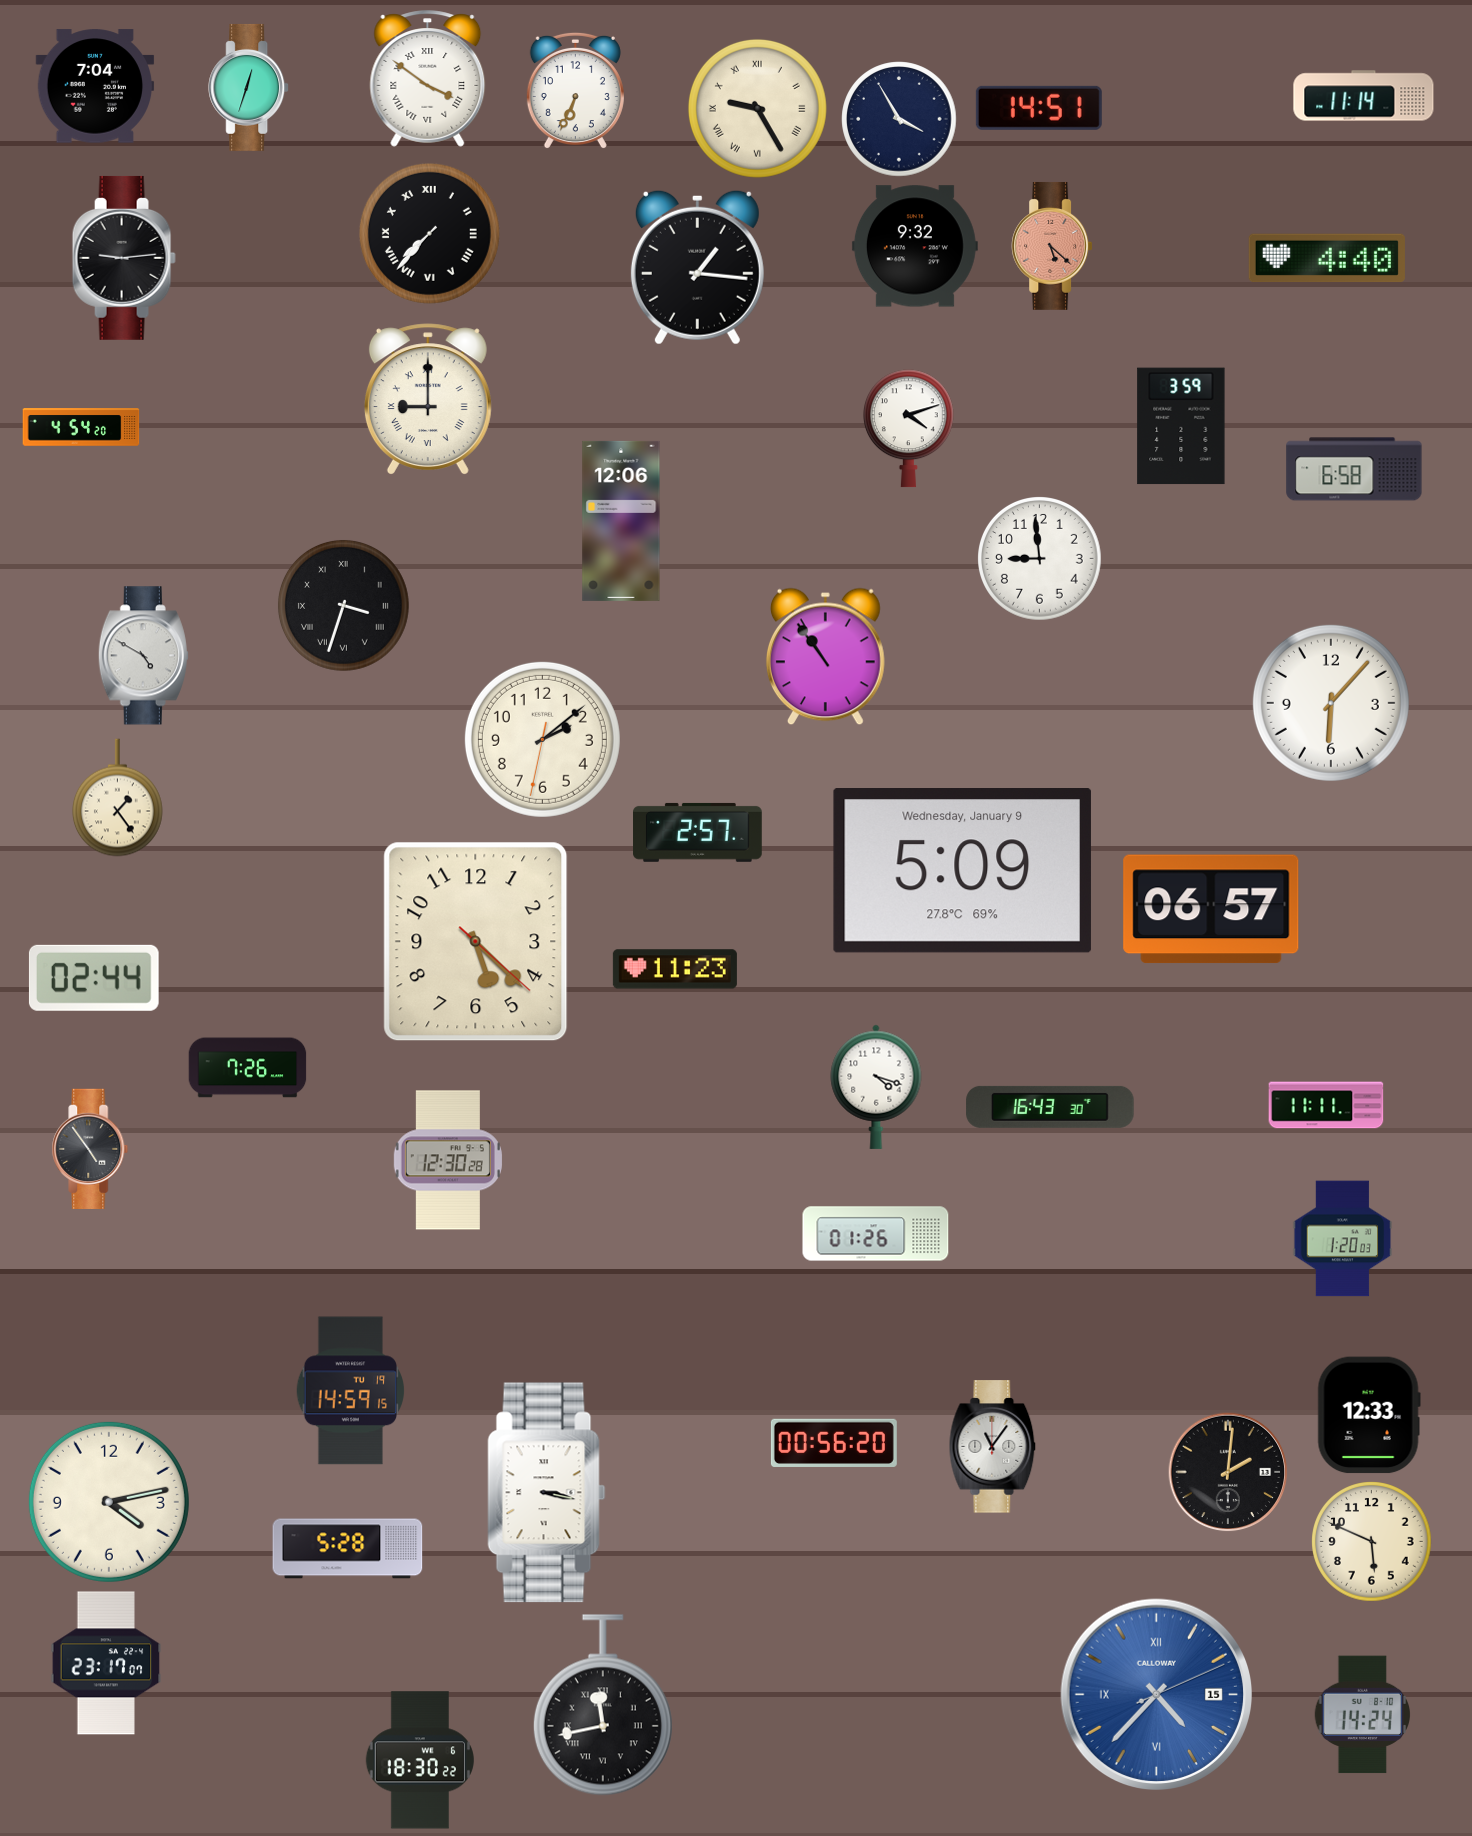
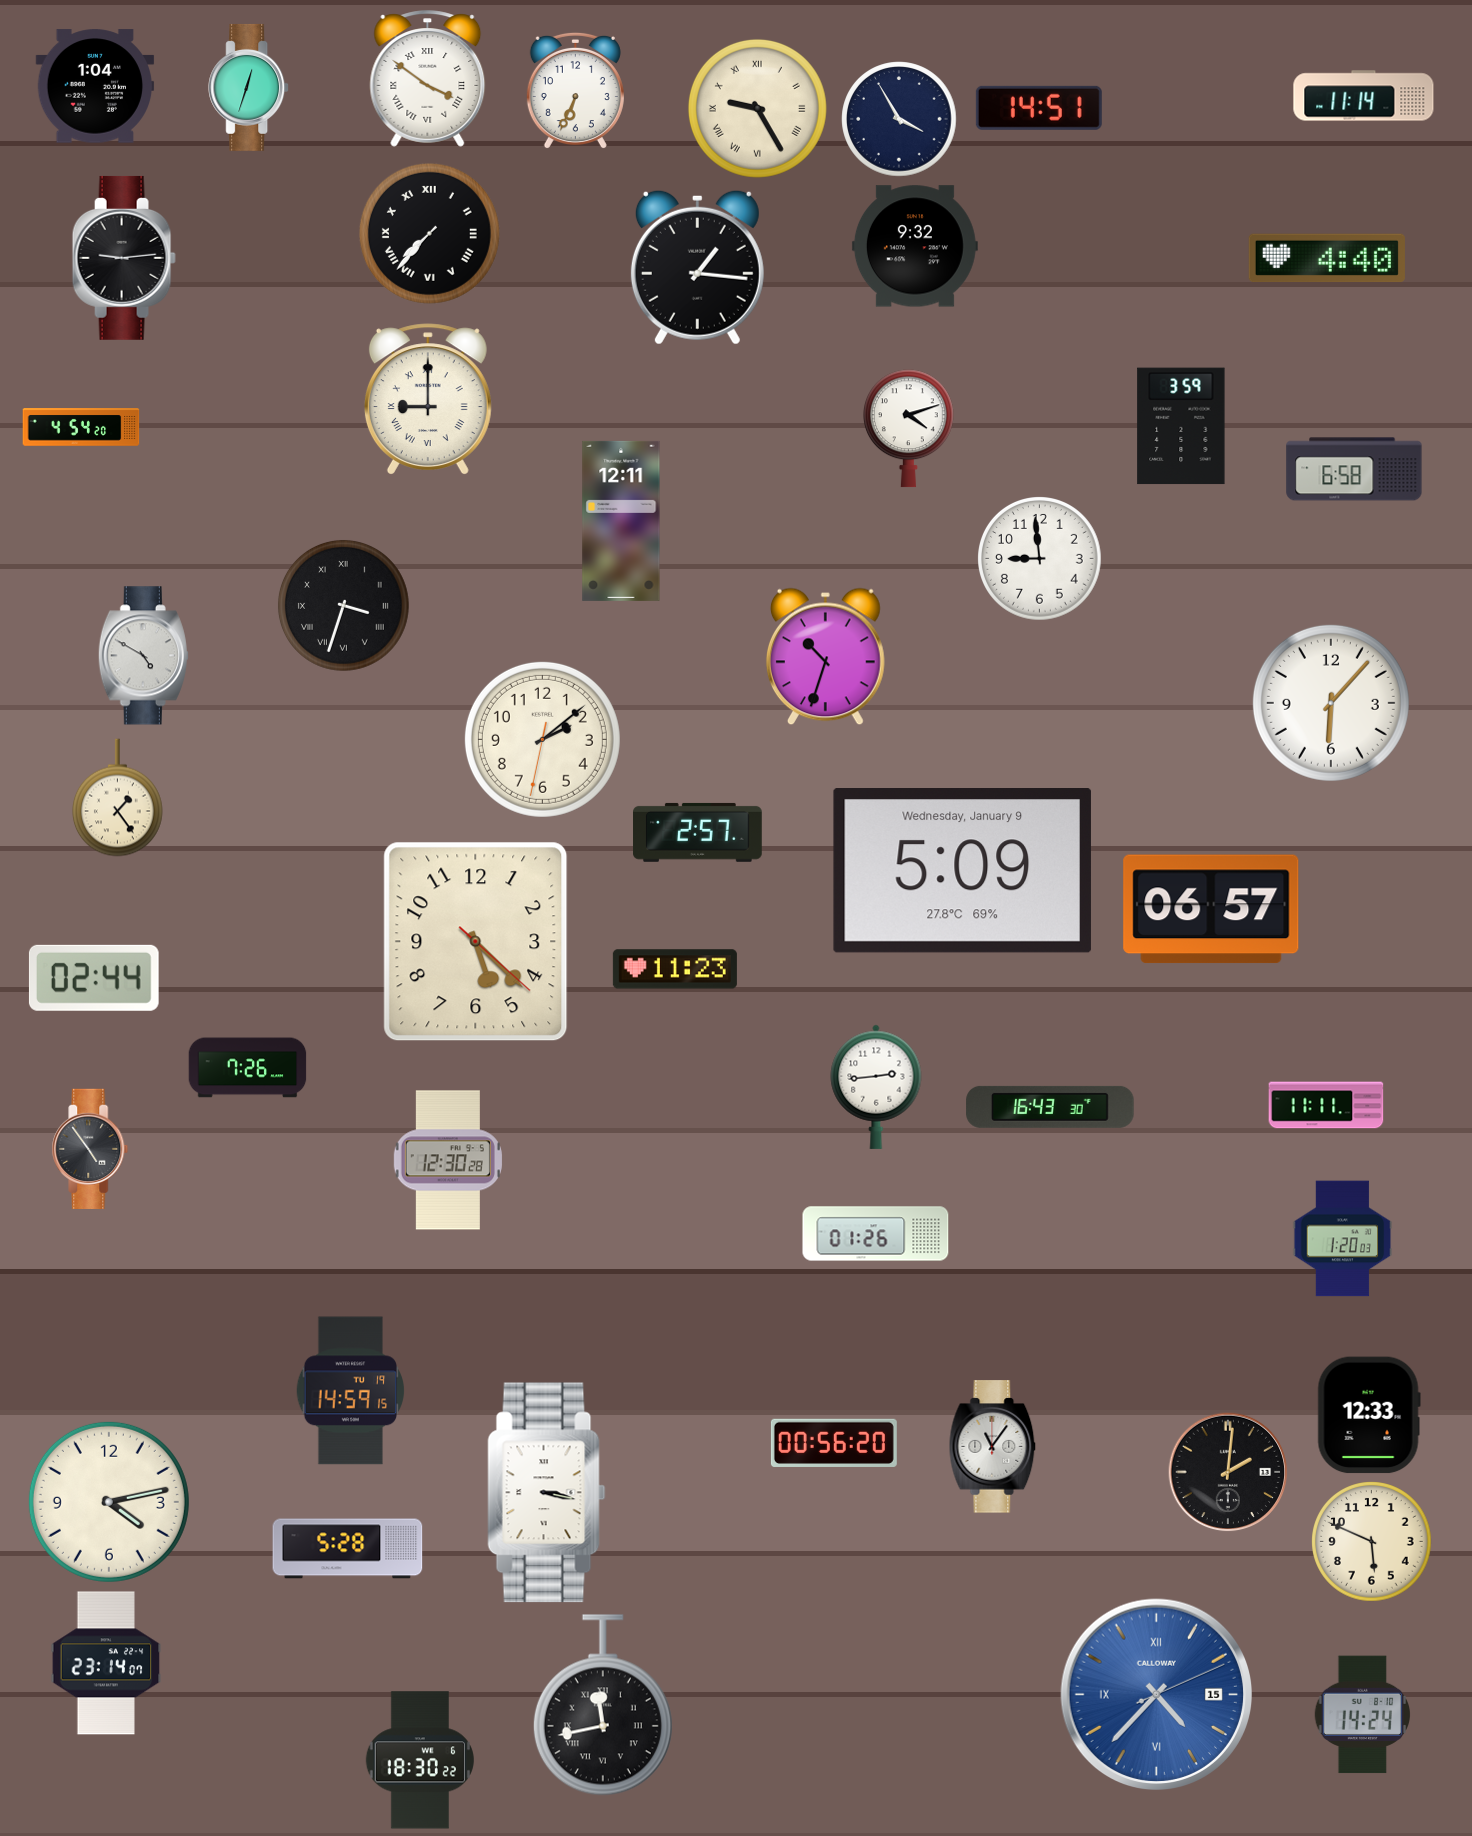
clock at (95, 86): 7:04 -> 1:04
clock at (1052, 246): 5:22 -> none
clock at (621, 521): 12:06 -> 12:11
clock at (826, 657): 10:54 -> 10:33
clock at (876, 1087): 4:18 -> 2:44
clock at (106, 1663): 23:17 -> 23:14
